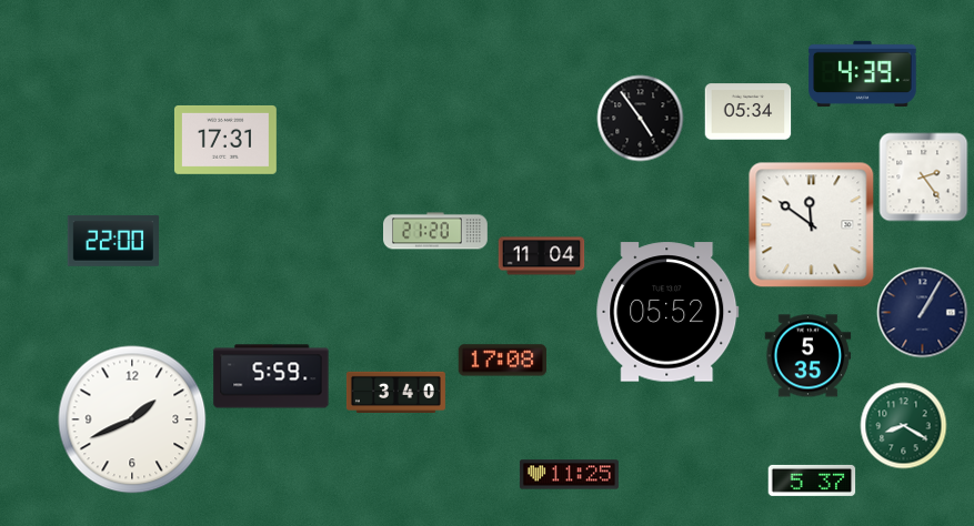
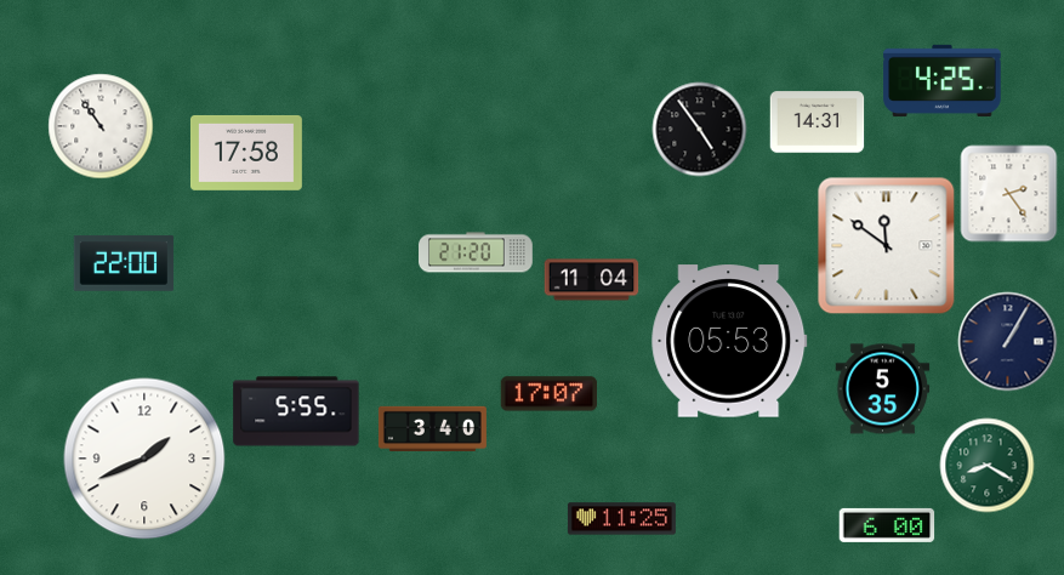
clock at (863, 73): 4:39 -> 4:25
clock at (747, 112): 05:34 -> 14:31
clock at (101, 126): none -> 10:54
clock at (225, 140): 17:31 -> 17:58
clock at (667, 312): 05:52 -> 05:53
clock at (502, 361): 17:08 -> 17:07
clock at (271, 376): 5:59 -> 5:55
clock at (812, 481): 5:37 -> 6:00
